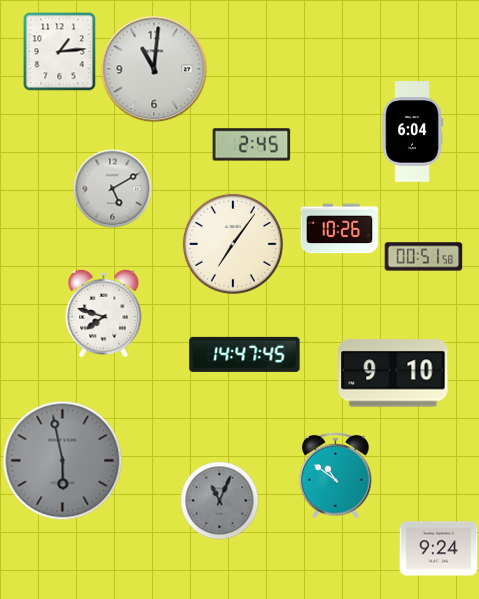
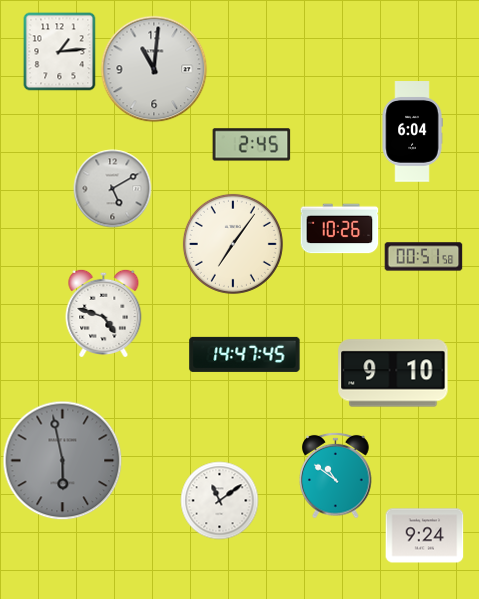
clock at (104, 313): 7:48 -> 4:48
clock at (219, 500): 11:04 -> 11:09
clock at (219, 500) dial: grey -> white
clock at (438, 549) position: (438, 549) -> (424, 536)
